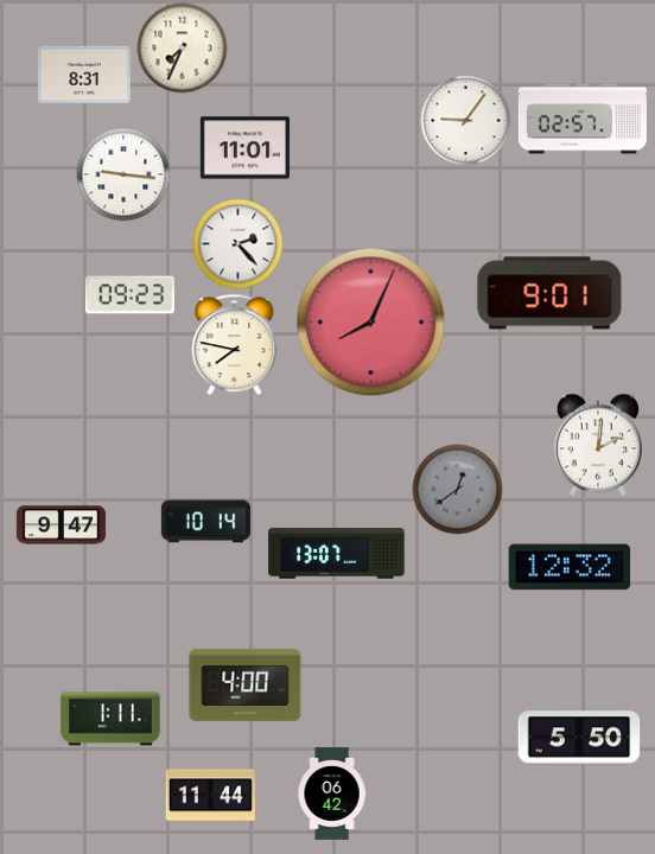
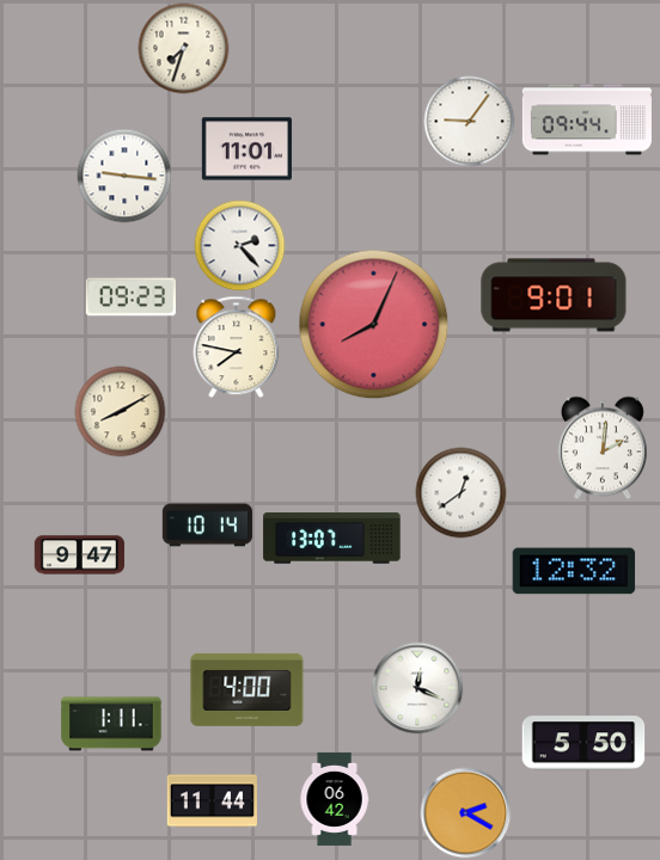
clock at (183, 49): 7:34 -> 7:33
clock at (84, 75): 8:31 -> none
clock at (583, 119): 02:57 -> 09:44
clock at (121, 412): none -> 8:10
clock at (458, 490) dial: grey -> white
clock at (61, 525) position: (61, 525) -> (79, 555)
clock at (337, 554) position: (337, 554) -> (332, 539)
clock at (417, 688): none -> 12:19
clock at (466, 813): none -> 2:20
